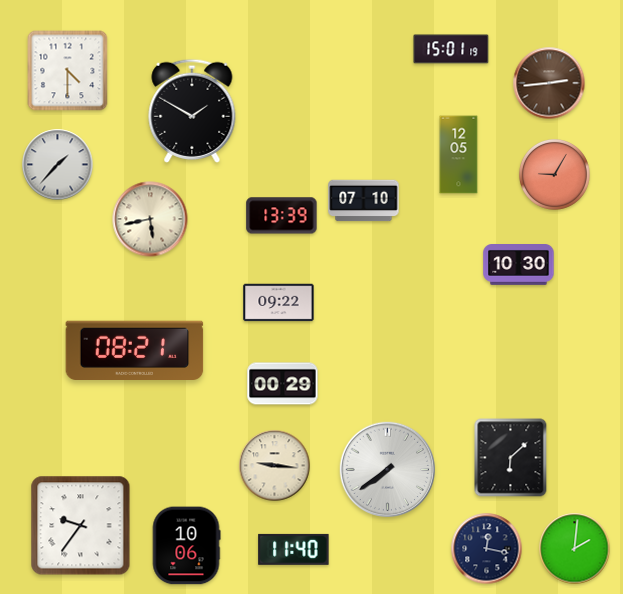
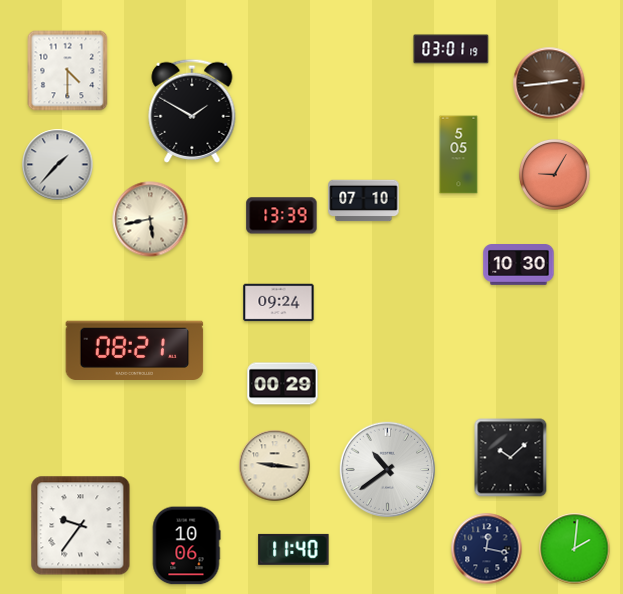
clock at (451, 49): 15:01 -> 03:01
clock at (459, 155): 12:05 -> 5:05
clock at (279, 303): 09:22 -> 09:24
clock at (511, 458): 6:08 -> 10:08
clock at (387, 469): 7:39 -> 10:39
